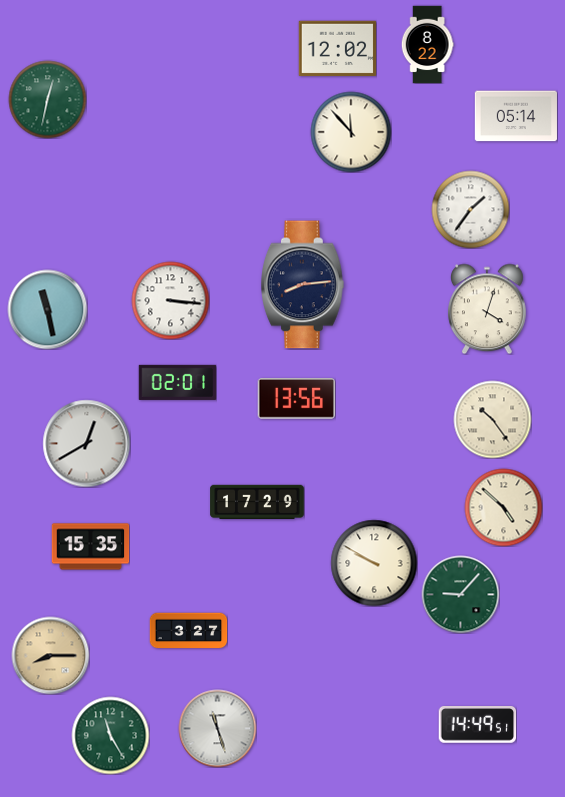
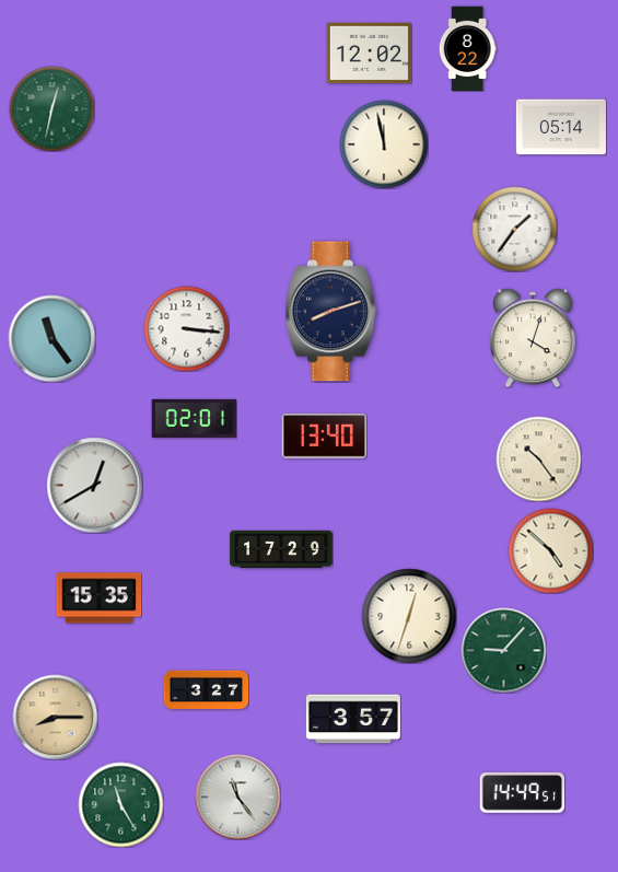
clock at (516, 116) position: (516, 116) -> (561, 127)
clock at (351, 132): 11:53 -> 11:58
clock at (303, 285): 8:14 -> 8:12
clock at (47, 309): 11:28 -> 11:24
clock at (296, 399): 13:56 -> 13:40
clock at (503, 507) position: (503, 507) -> (550, 550)
clock at (374, 563): 9:50 -> 12:33
clock at (353, 719): none -> 3:57
clock at (217, 728): 11:27 -> 11:24
